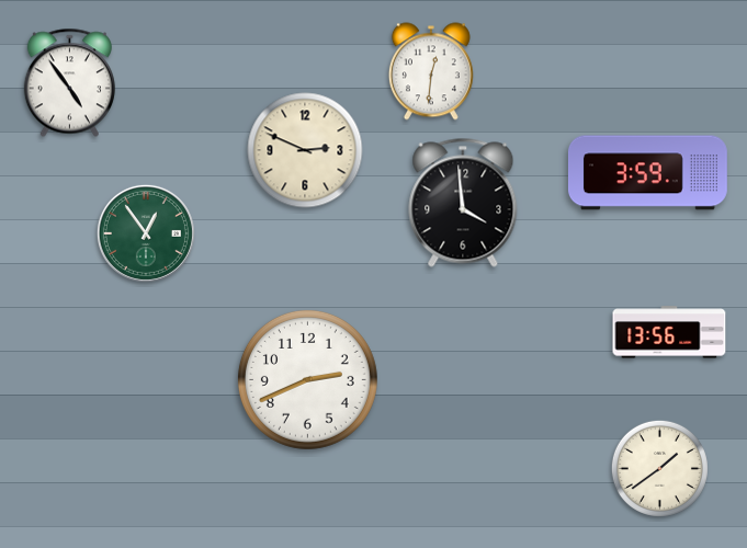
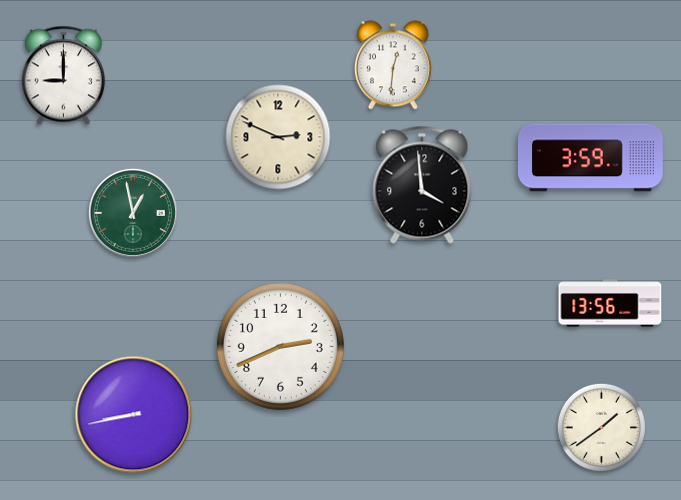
clock at (69, 83): 4:54 -> 9:00
clock at (146, 233): 12:54 -> 12:58
clock at (134, 415): none -> 8:43
